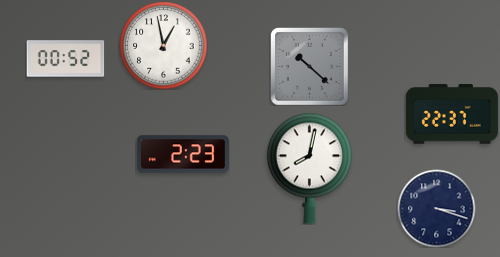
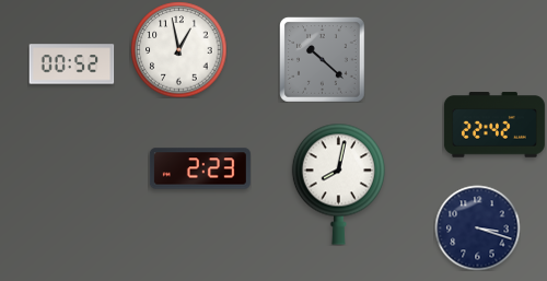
clock at (310, 67) position: (310, 67) -> (323, 60)
clock at (452, 114): 22:37 -> 22:42
